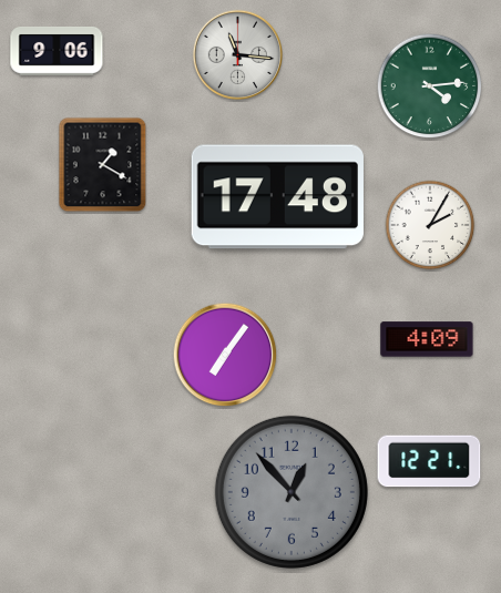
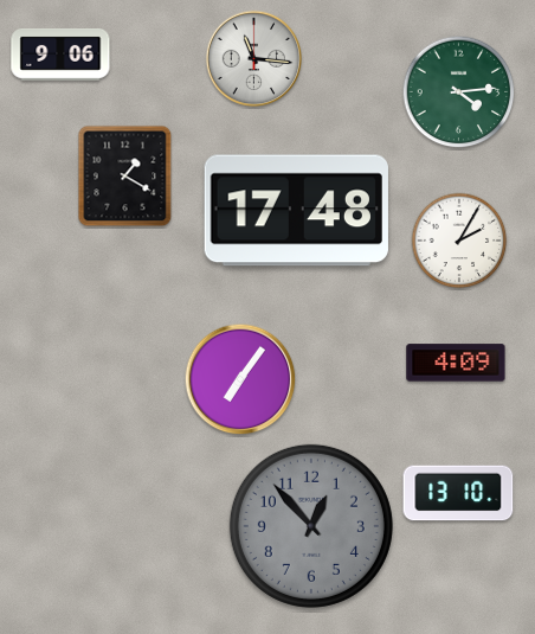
clock at (103, 165) position: (103, 165) -> (125, 177)
clock at (429, 461): 12:21 -> 13:10
